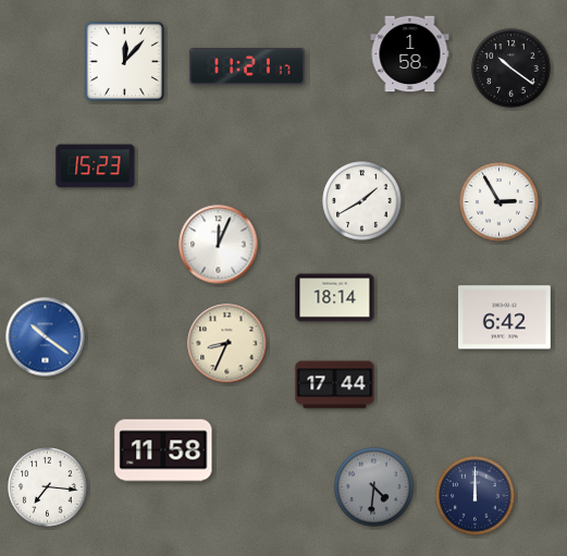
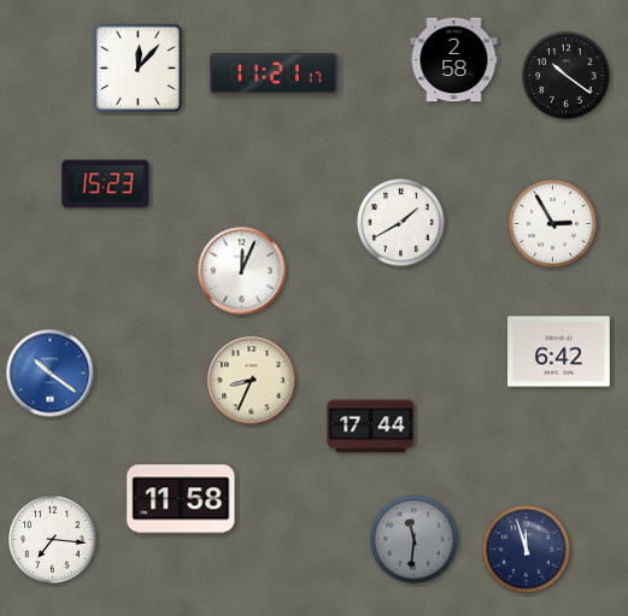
clock at (410, 54): 1:58 -> 2:58
clock at (335, 298): 18:14 -> none
clock at (374, 487): 4:31 -> 11:31
clock at (476, 496): 12:00 -> 11:57
